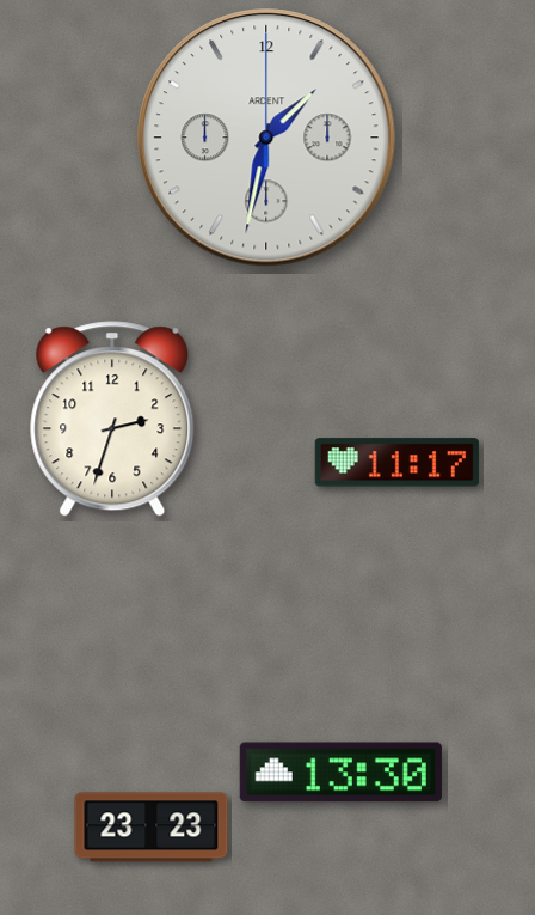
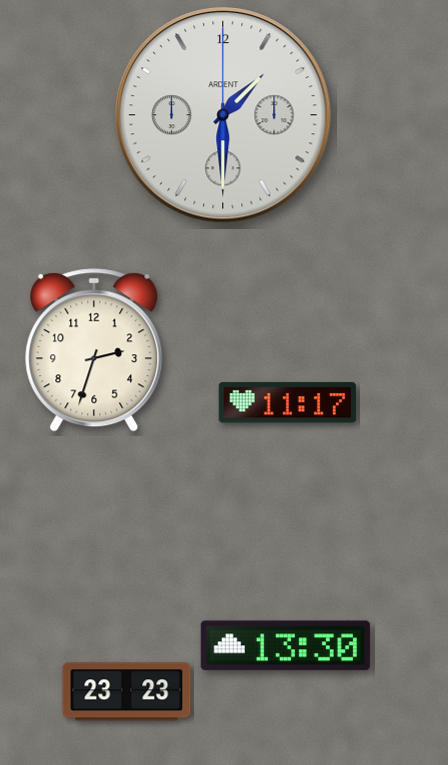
clock at (266, 138): 1:32 -> 1:30
clock at (396, 463) position: (396, 463) -> (287, 403)
